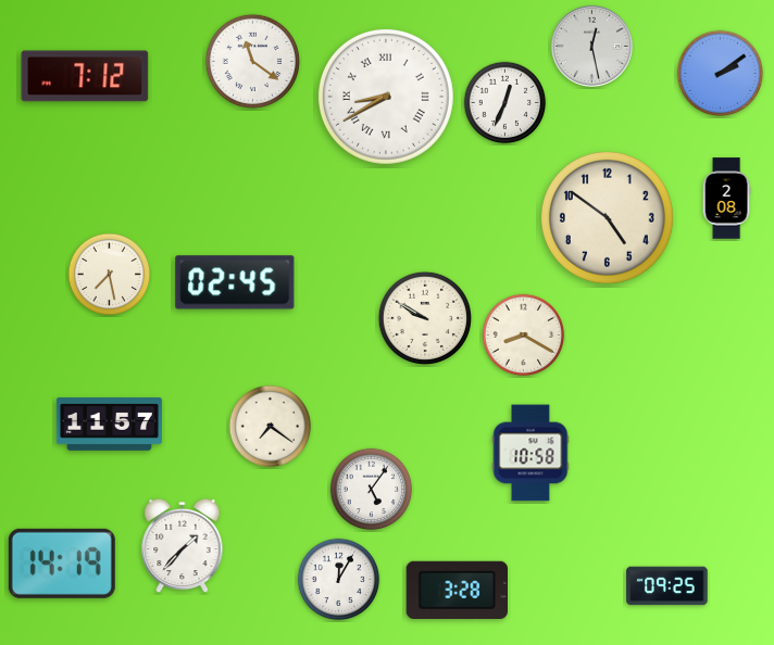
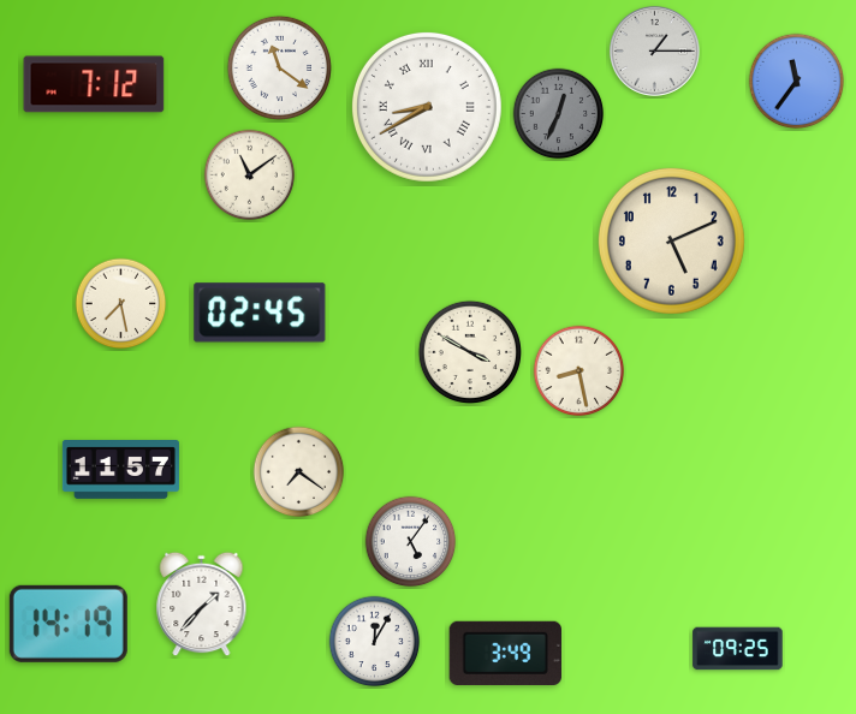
clock at (591, 46): 12:28 -> 1:15
clock at (721, 74): 2:09 -> 11:36
clock at (505, 103) dial: white -> grey
clock at (250, 175): none -> 11:09
clock at (726, 199): 2:08 -> none
clock at (607, 217): 4:51 -> 5:11
clock at (424, 317): 9:50 -> 3:50
clock at (524, 336): 8:20 -> 8:28
clock at (530, 453): 10:58 -> none
clock at (457, 590): 3:28 -> 3:49
